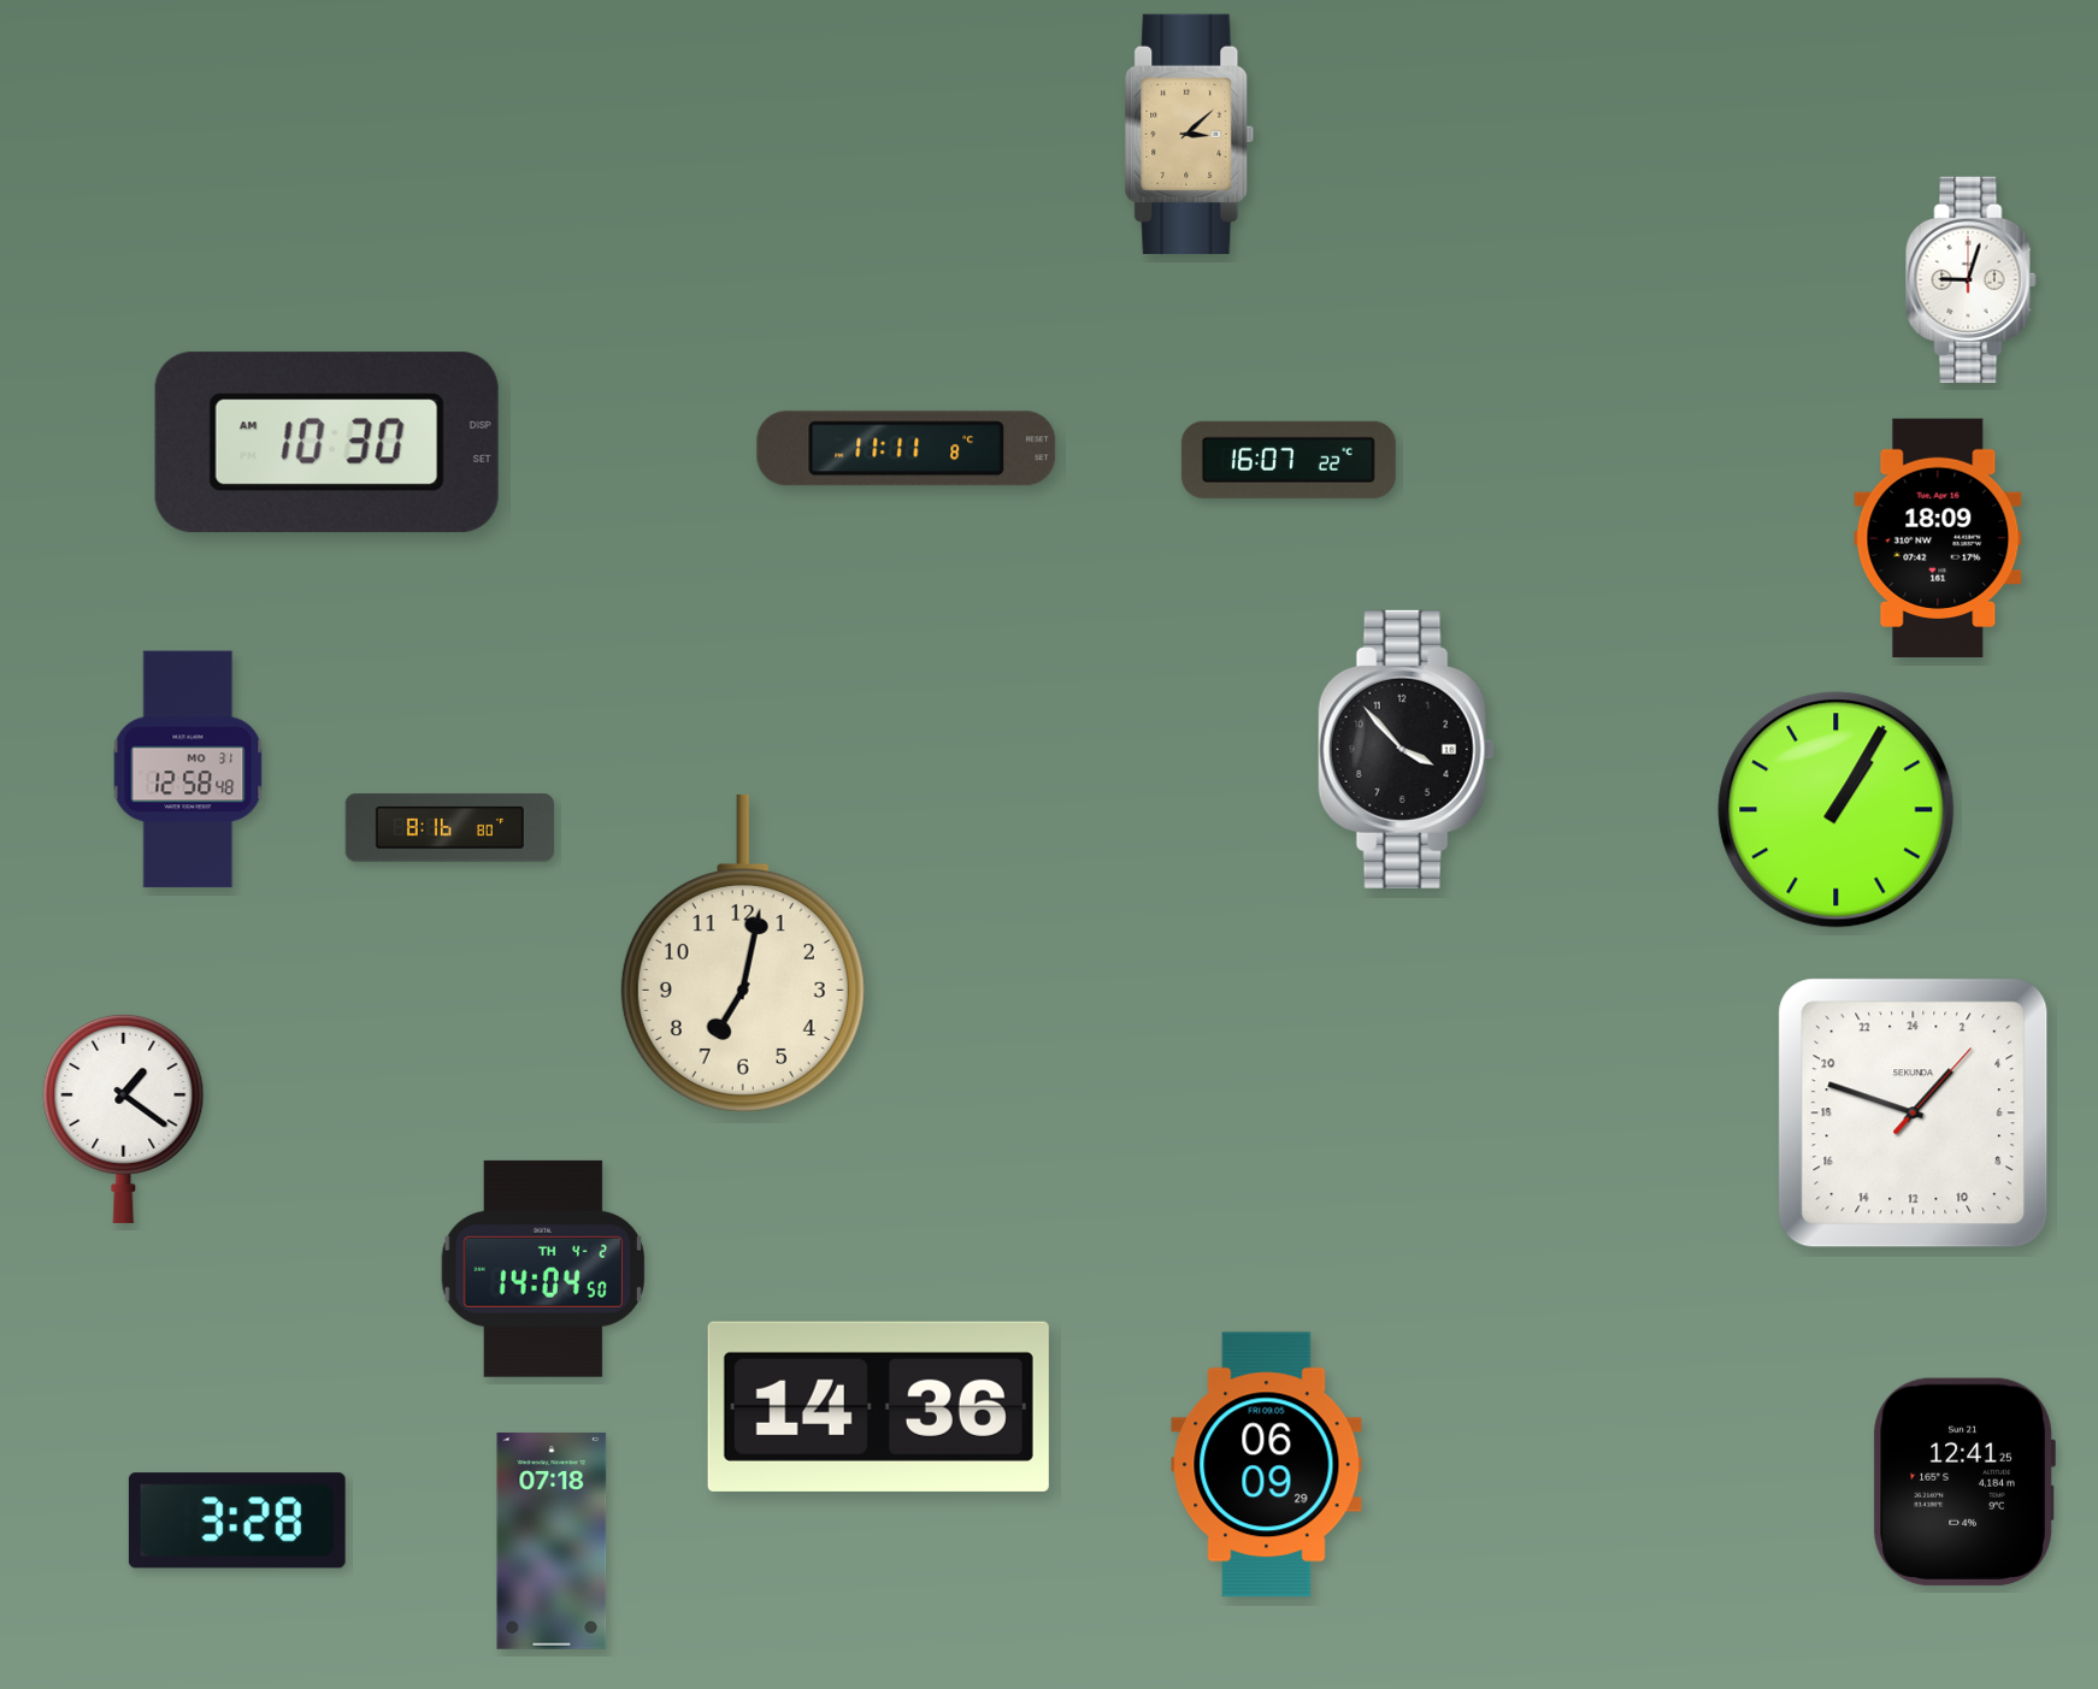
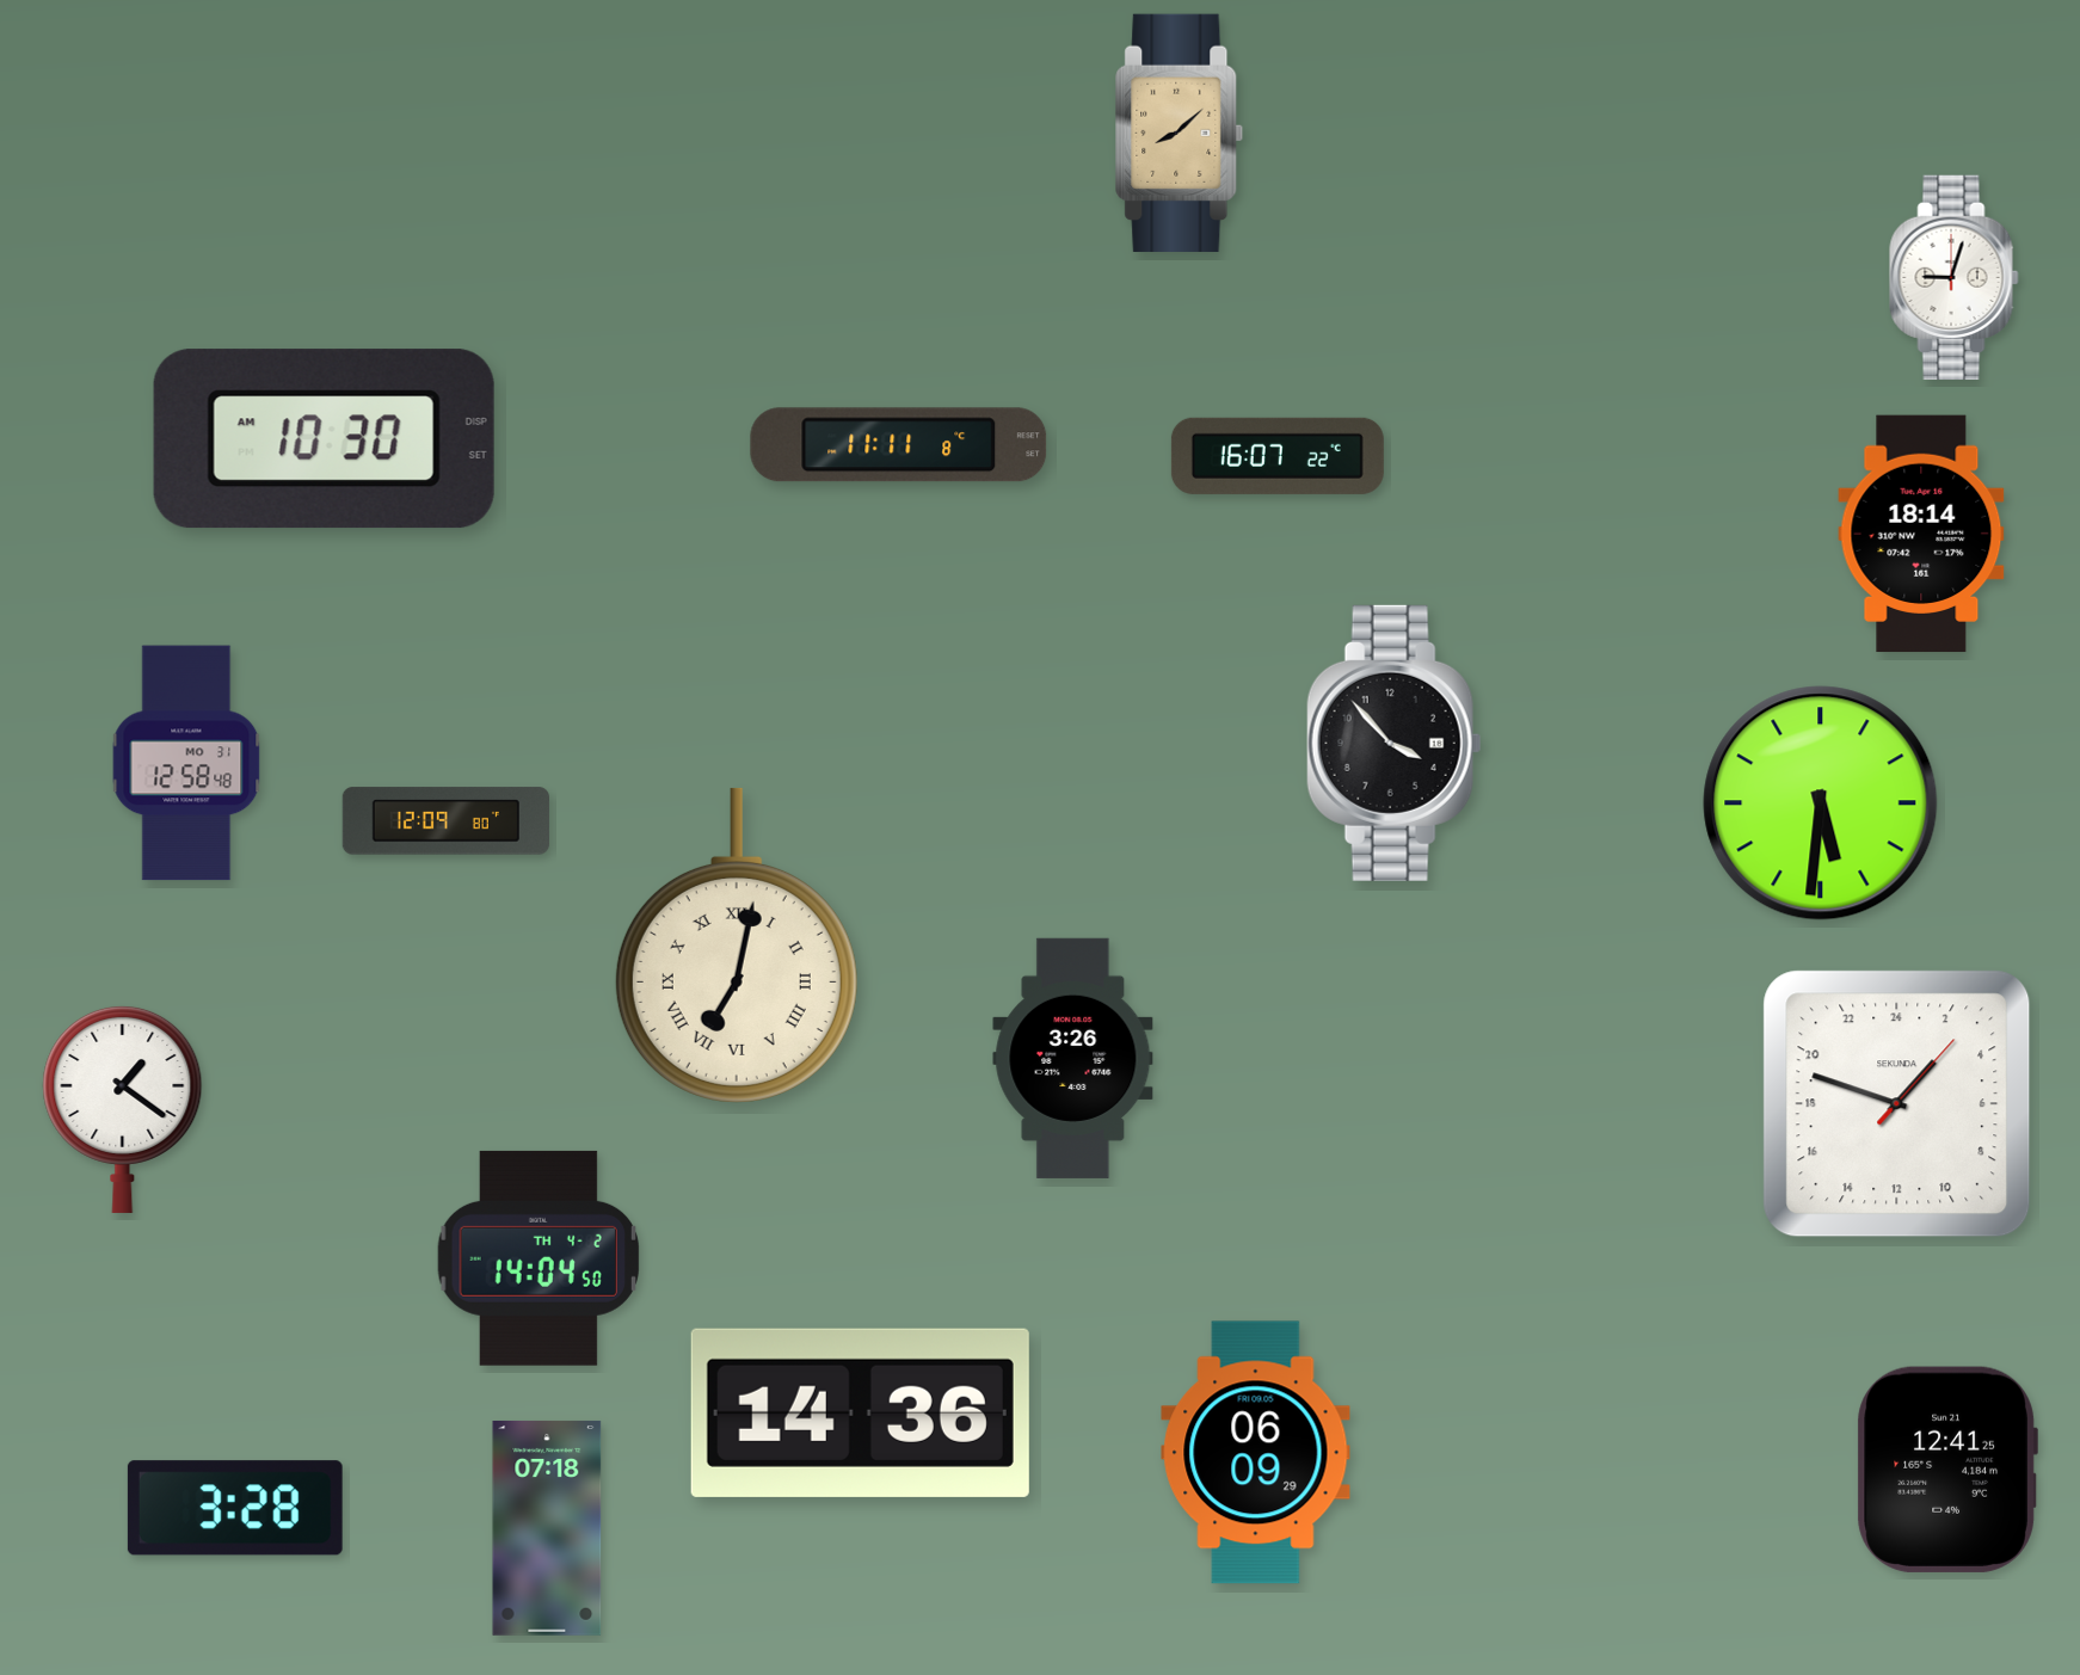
clock at (1190, 134): 3:08 -> 8:08
clock at (1938, 538): 18:09 -> 18:14
clock at (1837, 810): 1:05 -> 5:31
clock at (449, 828): 8:16 -> 12:09
clock at (743, 953) numerals: Arabic -> Roman
clock at (1073, 1058): none -> 3:26
clock at (878, 1406) position: (878, 1406) -> (860, 1412)
